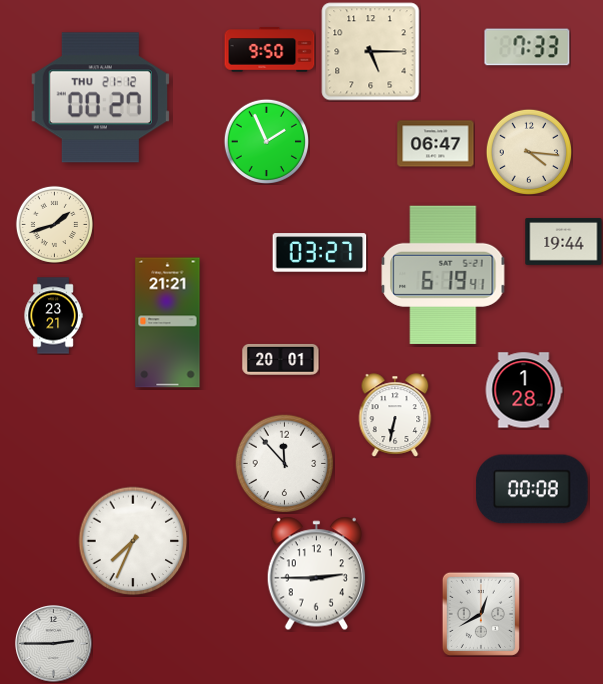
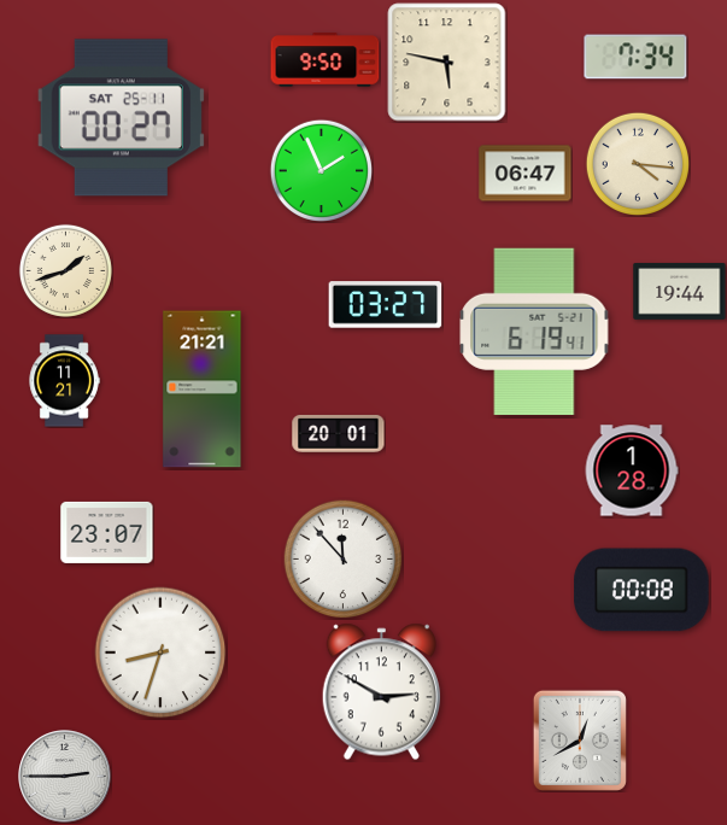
clock at (527, 47): 7:33 -> 7:34
clock at (371, 52): 5:15 -> 5:47
clock at (100, 98) date: THU 21-12 -> SAT 25-11
clock at (528, 151) position: (528, 151) -> (637, 163)
clock at (53, 316): 23:21 -> 11:21
clock at (395, 415): 6:32 -> none
clock at (107, 532): none -> 23:07
clock at (133, 541): 7:34 -> 8:33
clock at (316, 574): 2:45 -> 2:50
